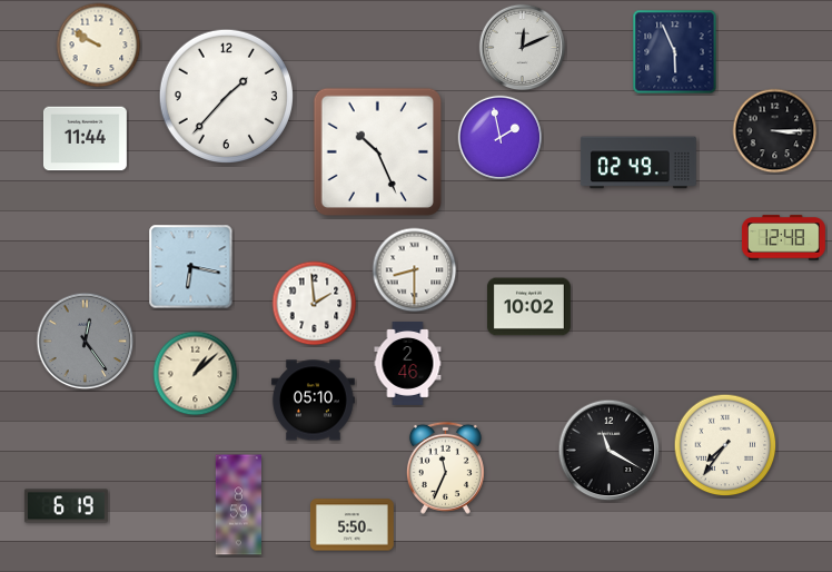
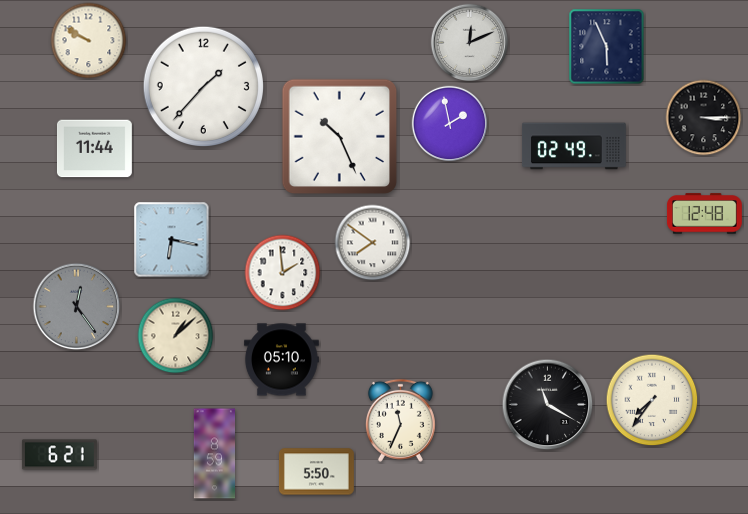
clock at (775, 131) position: (775, 131) -> (704, 118)
clock at (85, 139) position: (85, 139) -> (94, 149)
clock at (415, 270): 8:30 -> 7:51
clock at (529, 307): 10:02 -> none
clock at (408, 364): 2:46 -> none
clock at (66, 506): 6:19 -> 6:21
